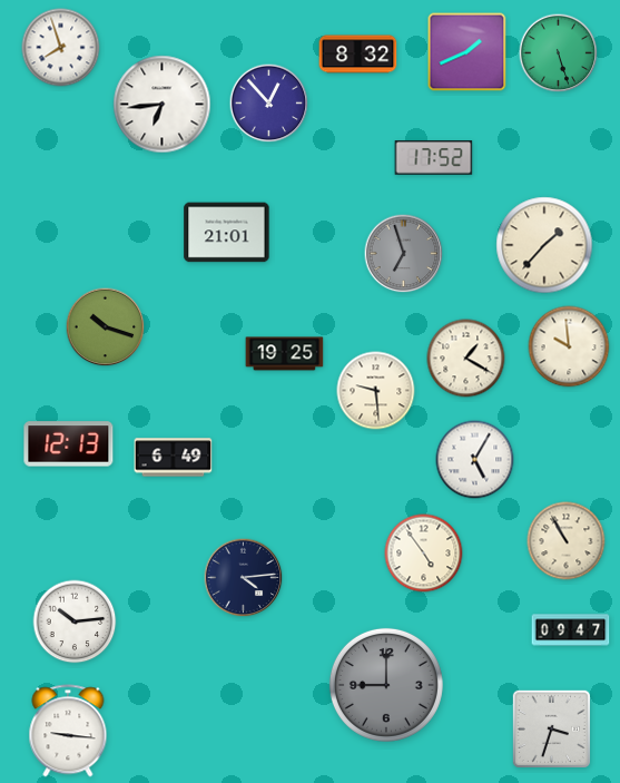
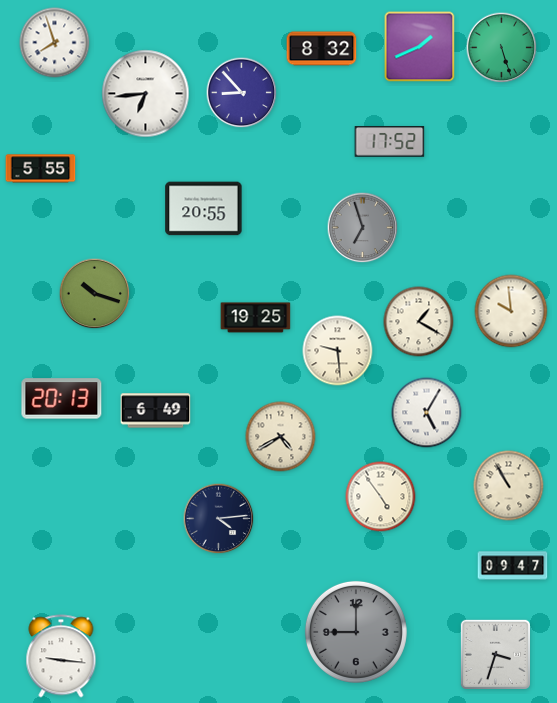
clock at (269, 104): 12:53 -> 8:53
clock at (41, 169): none -> 5:55
clock at (227, 233): 21:01 -> 20:55
clock at (544, 245): 1:37 -> none
clock at (69, 444): 12:13 -> 20:13
clock at (281, 437): none -> 4:40
clock at (75, 621): 10:14 -> none
clock at (386, 685) position: (386, 685) -> (356, 632)
